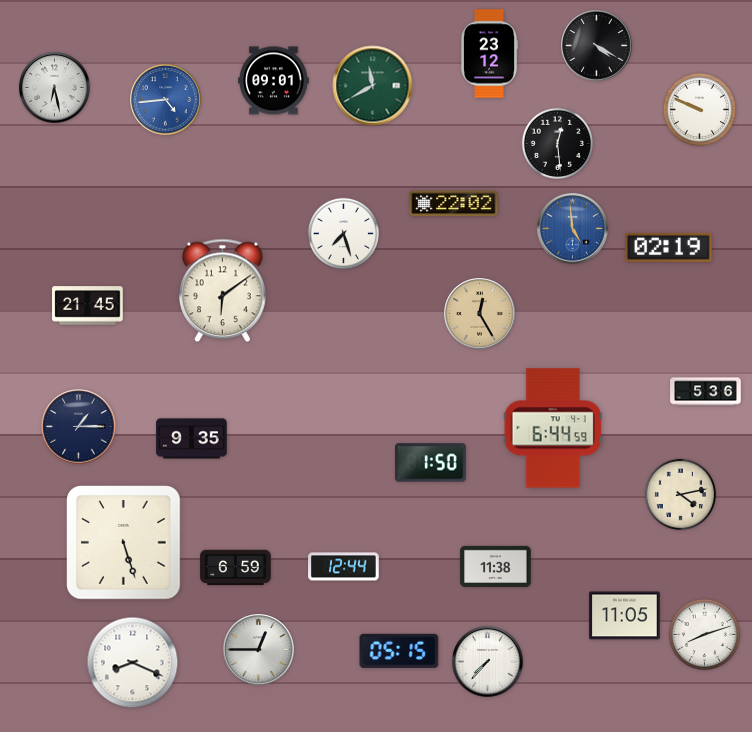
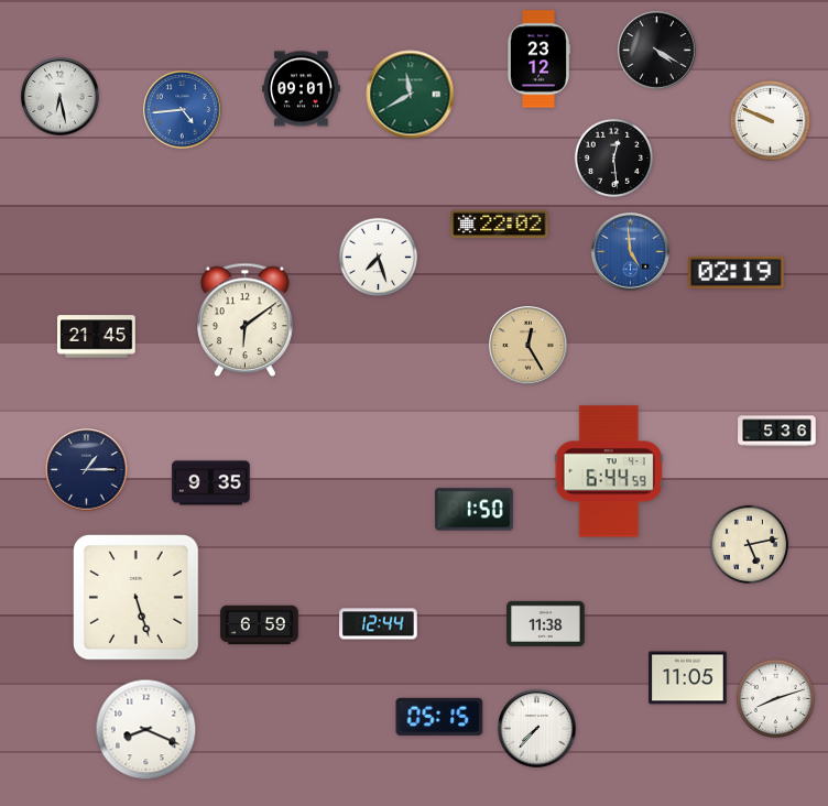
clock at (680, 494): 4:13 -> 5:13
clock at (259, 650): 12:45 -> none
